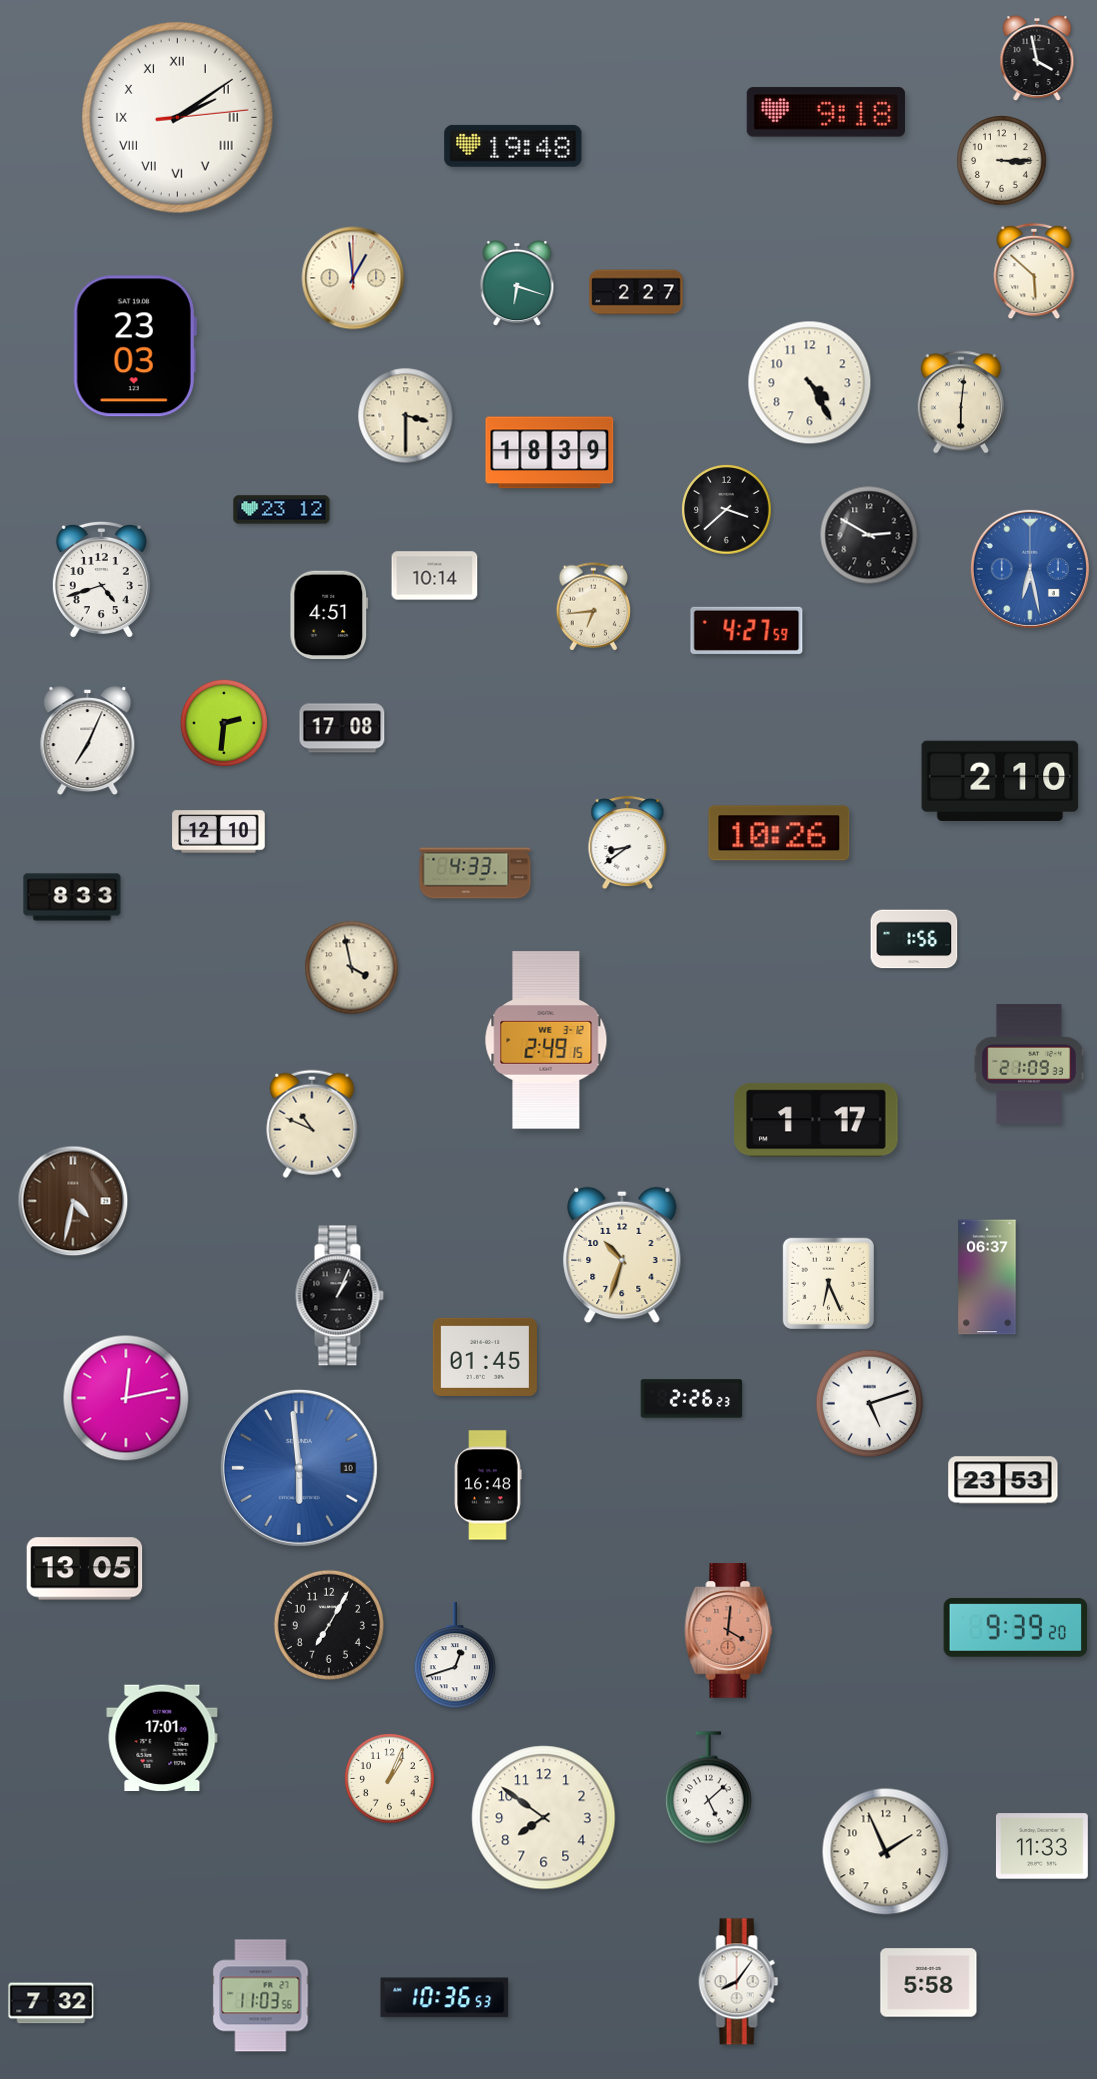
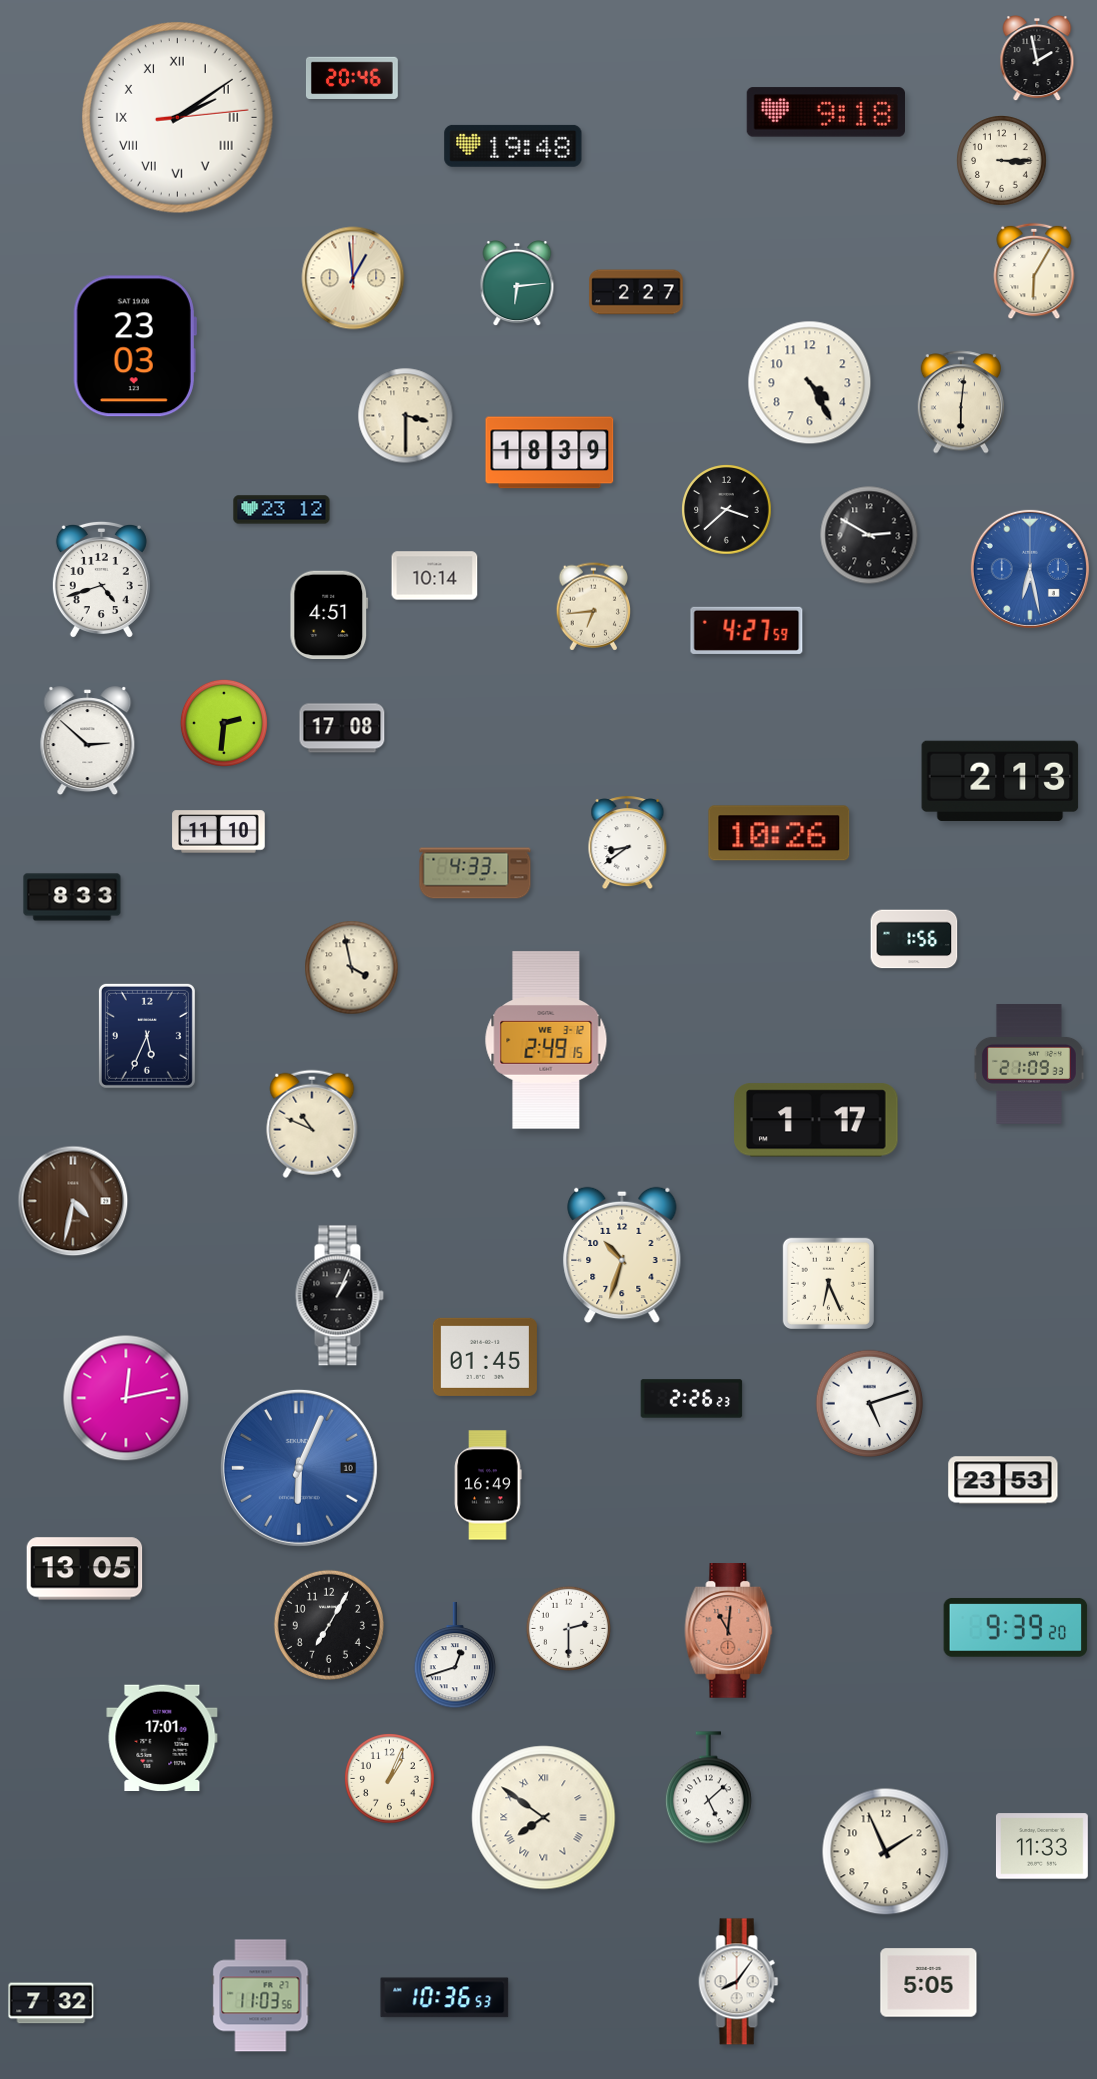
clock at (1037, 59): 3:58 -> 1:58
clock at (352, 78): none -> 20:46
clock at (1034, 271): 5:52 -> 6:05
clock at (517, 284): 6:18 -> 6:14
clock at (88, 741): 7:04 -> 2:52
clock at (1000, 781): 2:10 -> 2:13
clock at (219, 832): 12:10 -> 11:10
clock at (147, 1036): none -> 5:34
clock at (987, 1277): 06:37 -> none
clock at (299, 1468): 5:59 -> 6:04
clock at (488, 1485): 16:48 -> 16:49
clock at (568, 1628): none -> 2:30
clock at (729, 1631): 4:01 -> 11:01
clock at (544, 1818) numerals: Arabic -> Roman
clock at (929, 1983): 5:58 -> 5:05
